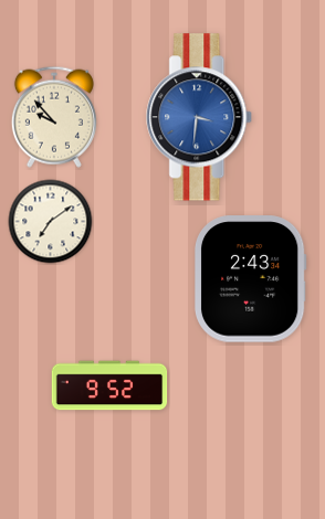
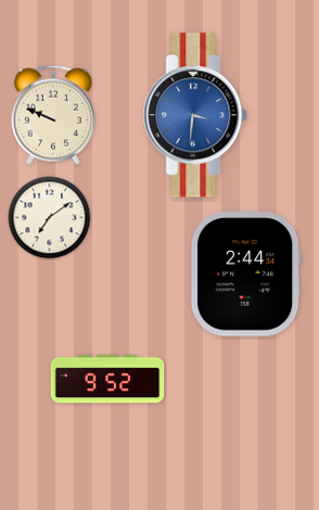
clock at (54, 117): 9:53 -> 9:49
clock at (250, 279): 2:43 -> 2:44
